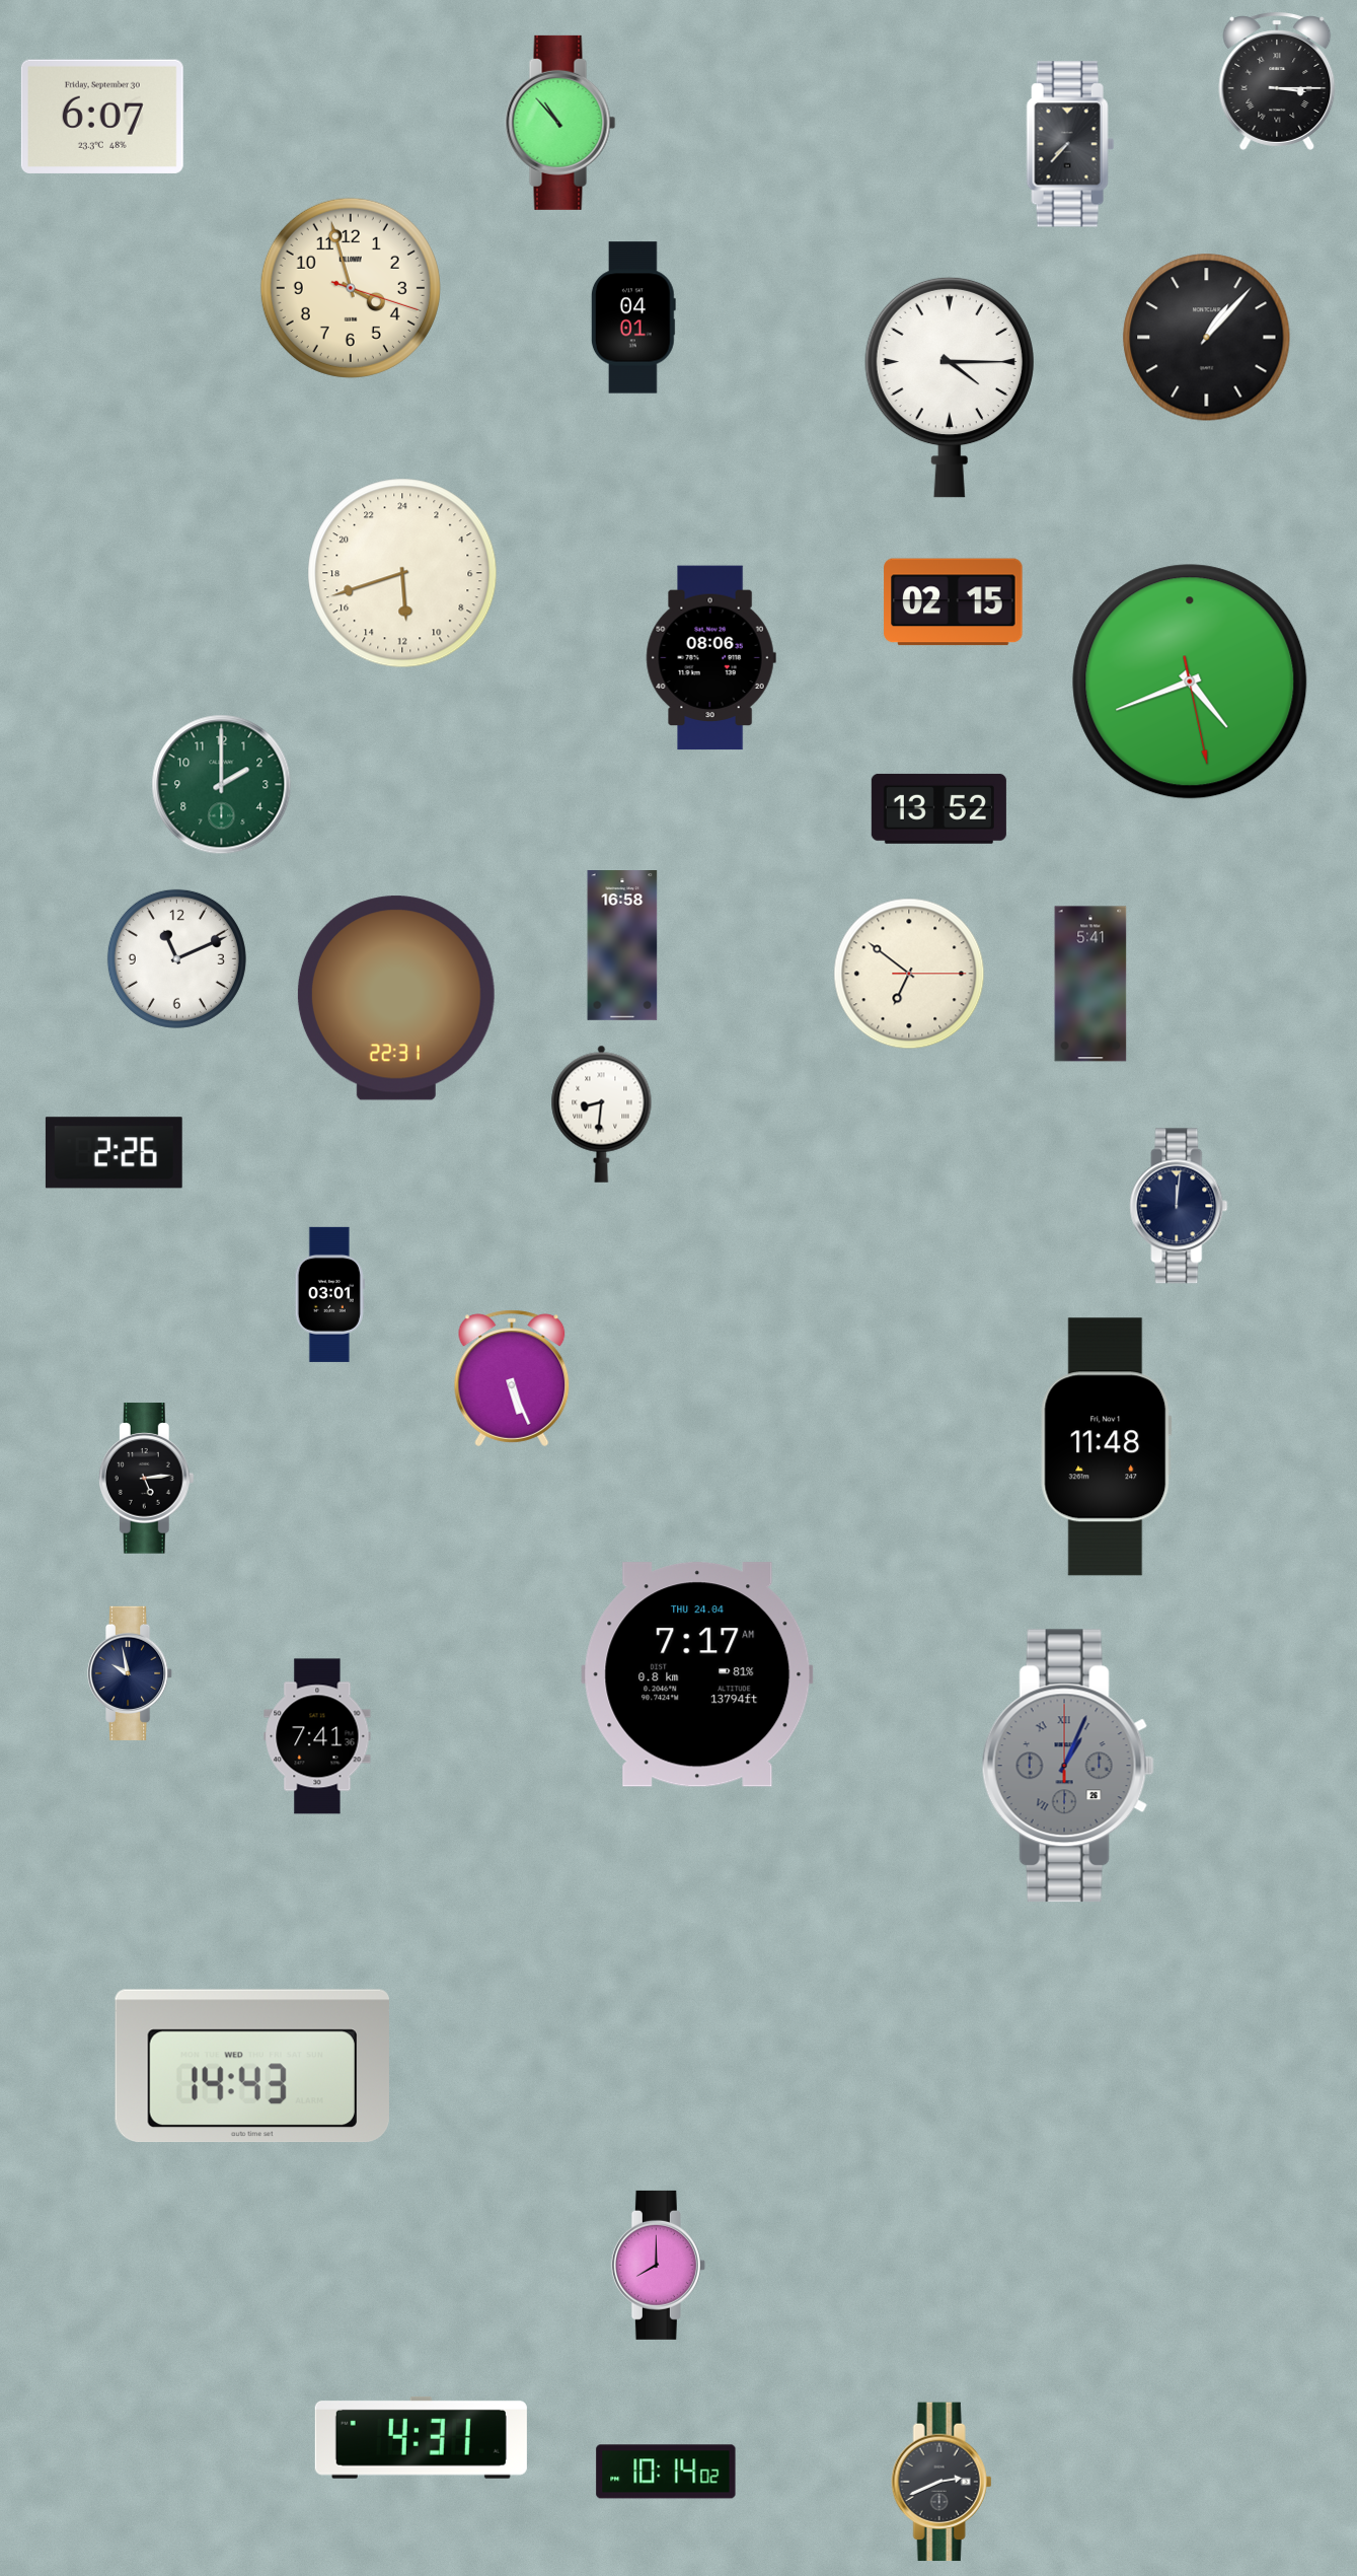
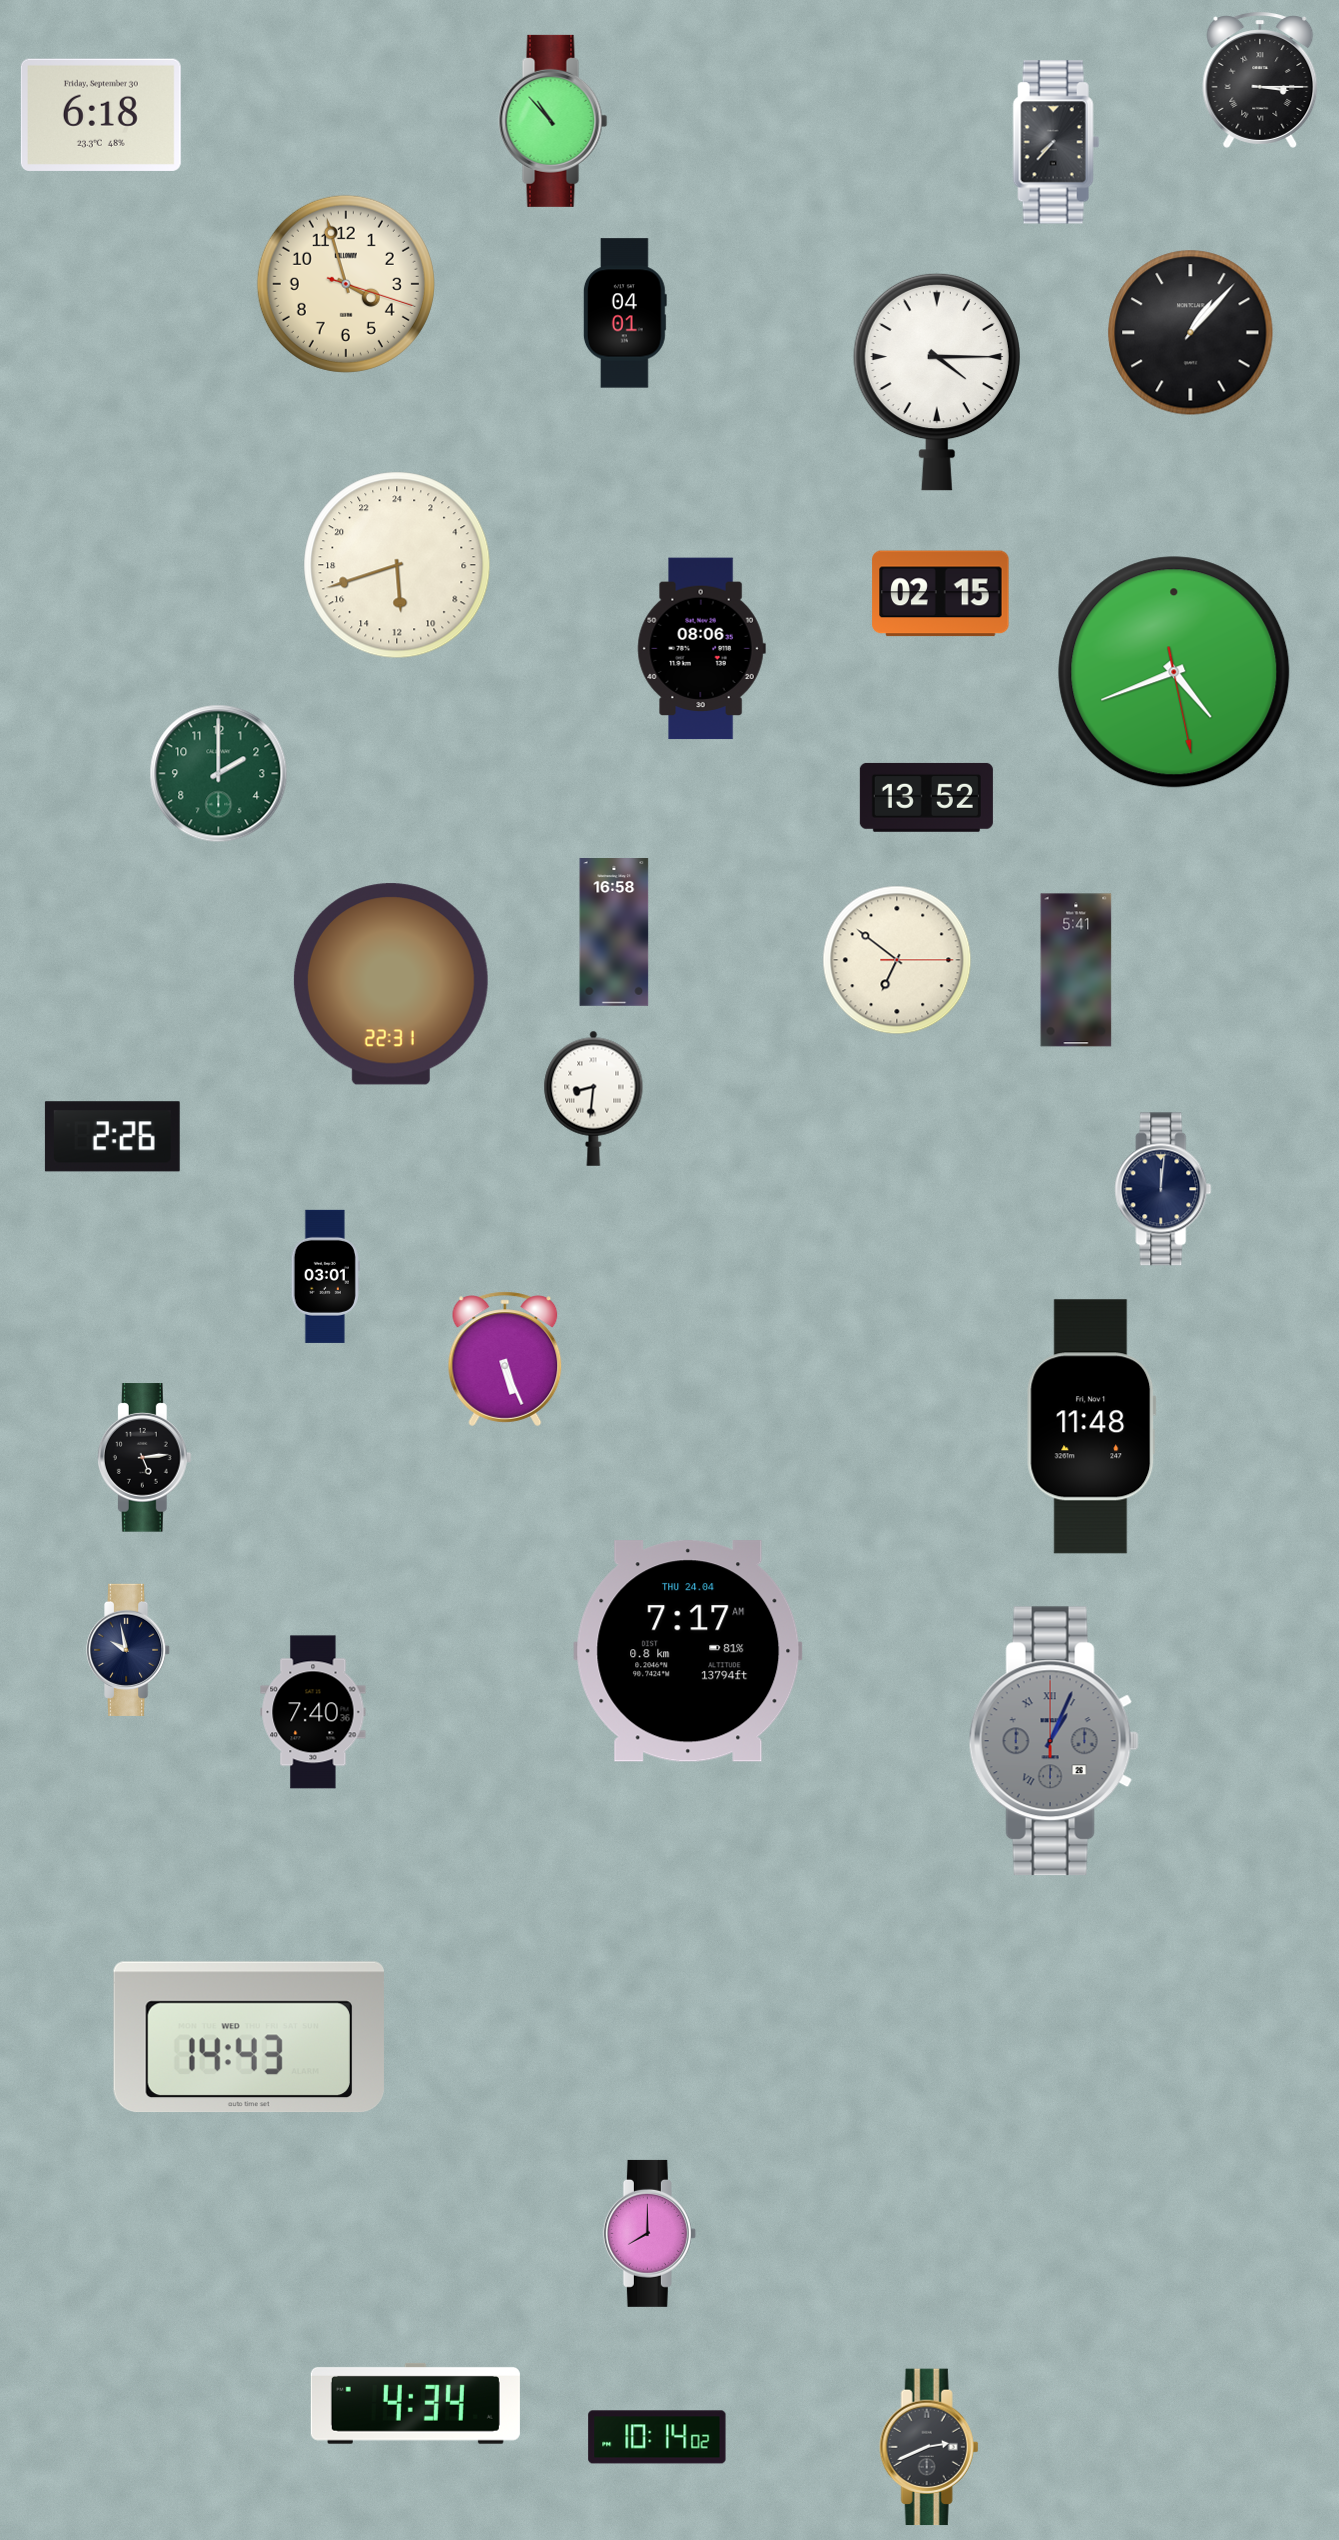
clock at (102, 117): 6:07 -> 6:18
clock at (176, 958): 11:11 -> none
clock at (317, 1736): 7:41 -> 7:40
clock at (421, 2437): 4:31 -> 4:34
